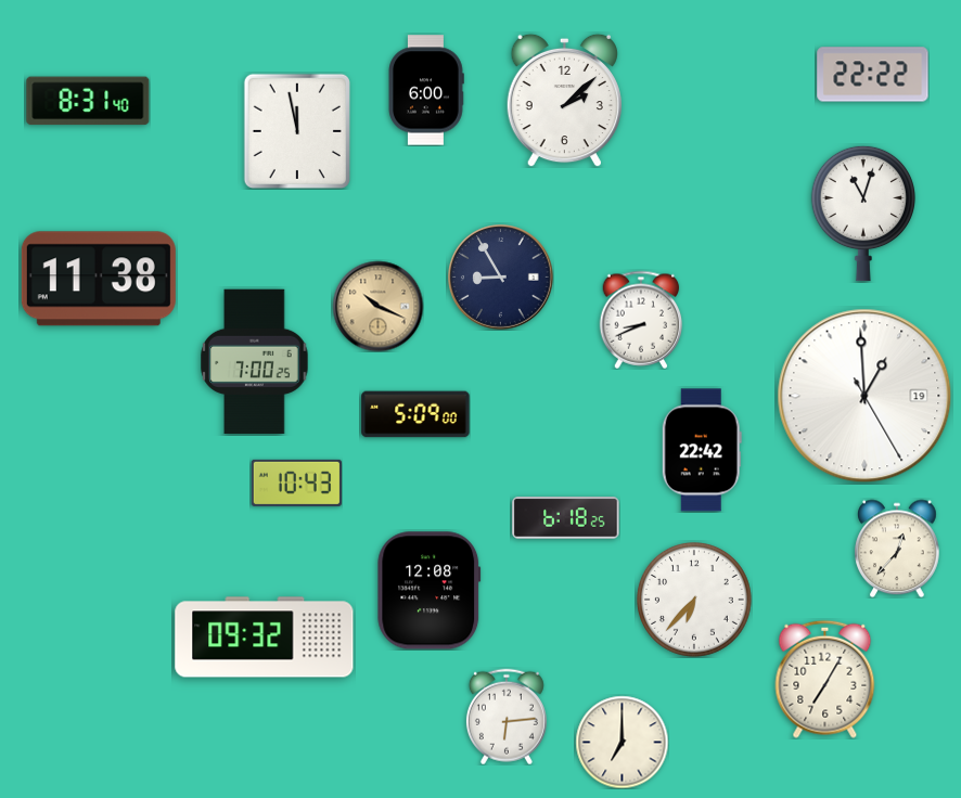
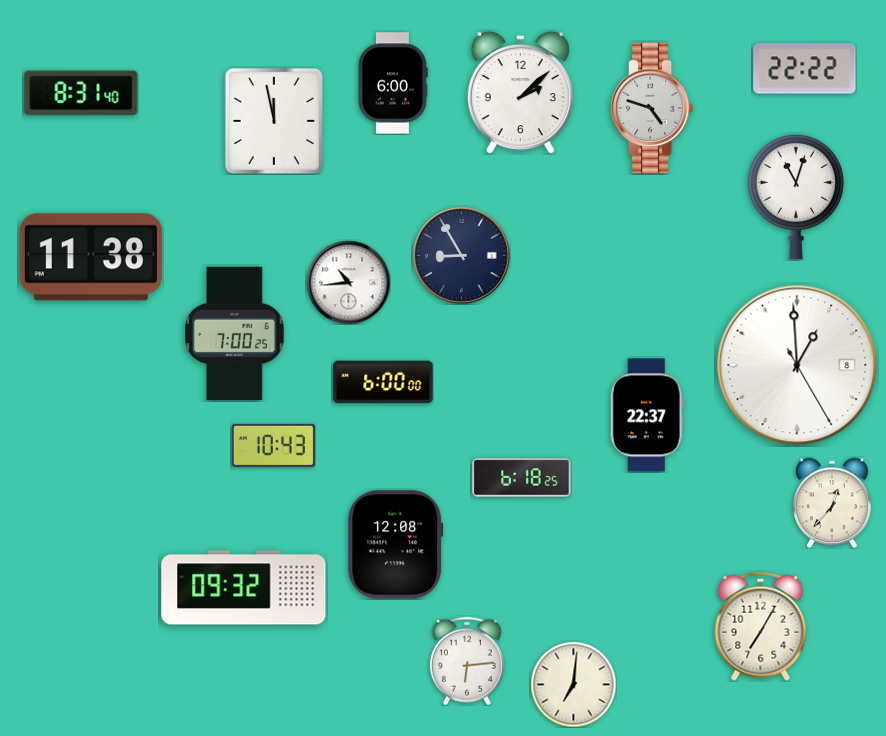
clock at (652, 108): none -> 4:48
clock at (377, 306): 10:19 -> 10:44
clock at (377, 306) dial: champagne -> white
clock at (641, 320): 8:41 -> none
clock at (864, 396) date: 19 -> 8
clock at (415, 414): 5:09 -> 6:00
clock at (702, 450): 22:42 -> 22:37
clock at (898, 549) position: (898, 549) -> (833, 503)
clock at (694, 600): 6:37 -> none
clock at (622, 742): 7:00 -> 7:01
